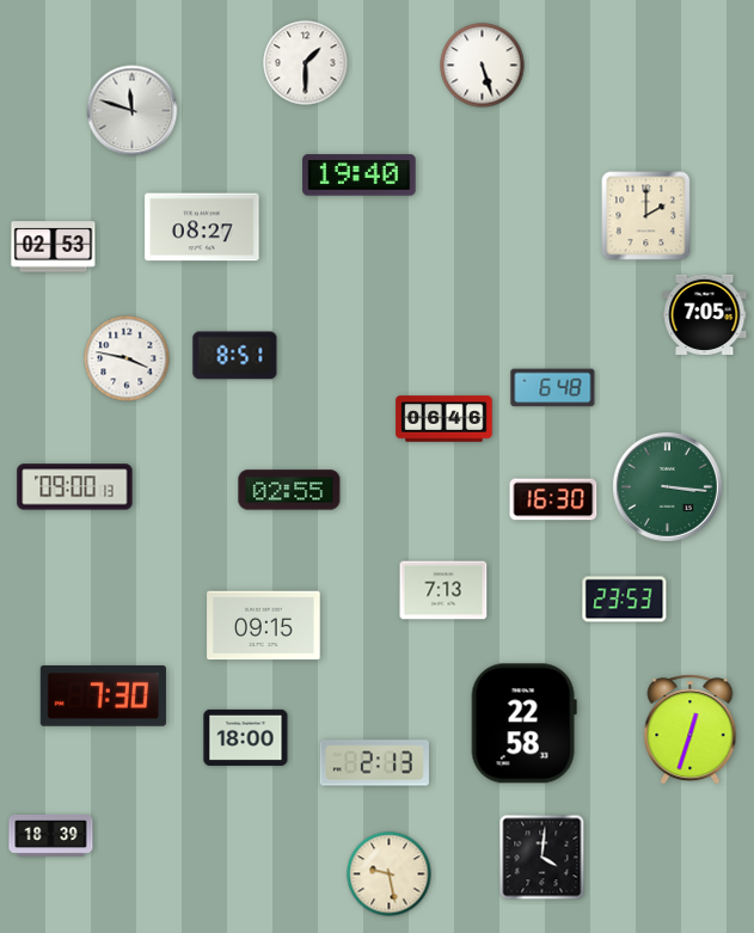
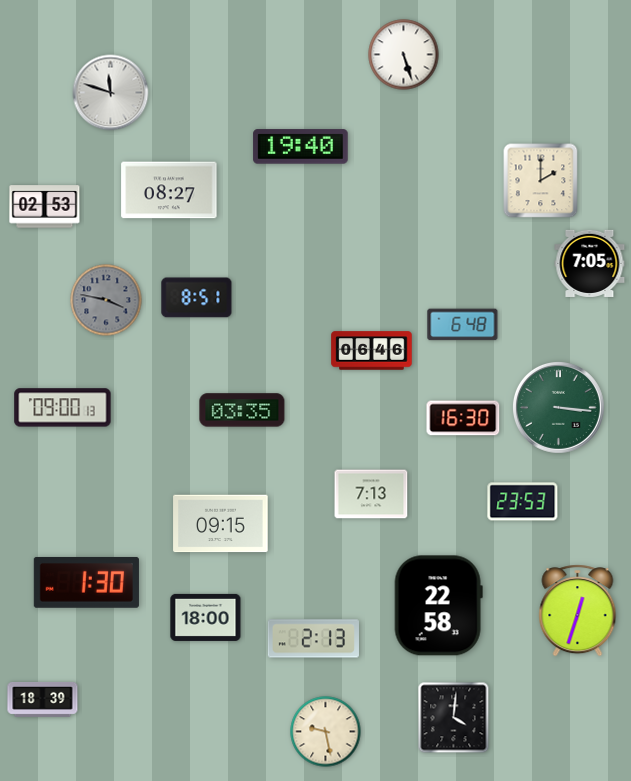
clock at (306, 63): 1:30 -> none
clock at (127, 358) dial: white -> grey
clock at (289, 490): 02:55 -> 03:35
clock at (103, 696): 7:30 -> 1:30
